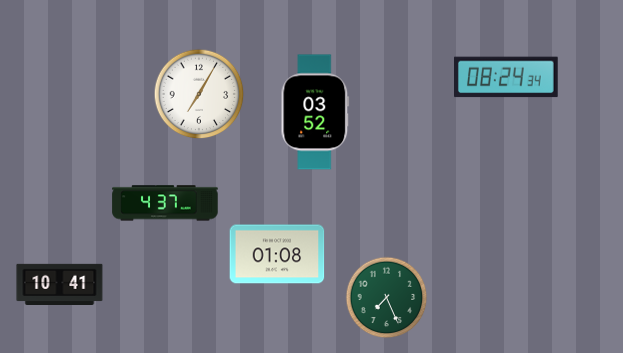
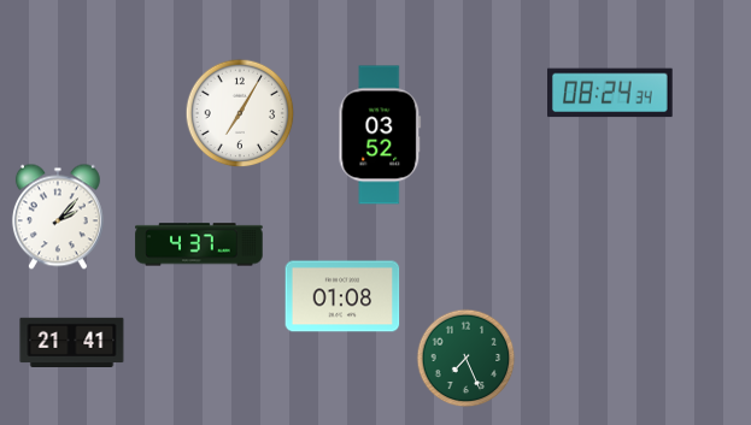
clock at (58, 217): none -> 2:07
clock at (277, 254) position: (277, 254) -> (342, 296)
clock at (60, 284): 10:41 -> 21:41
